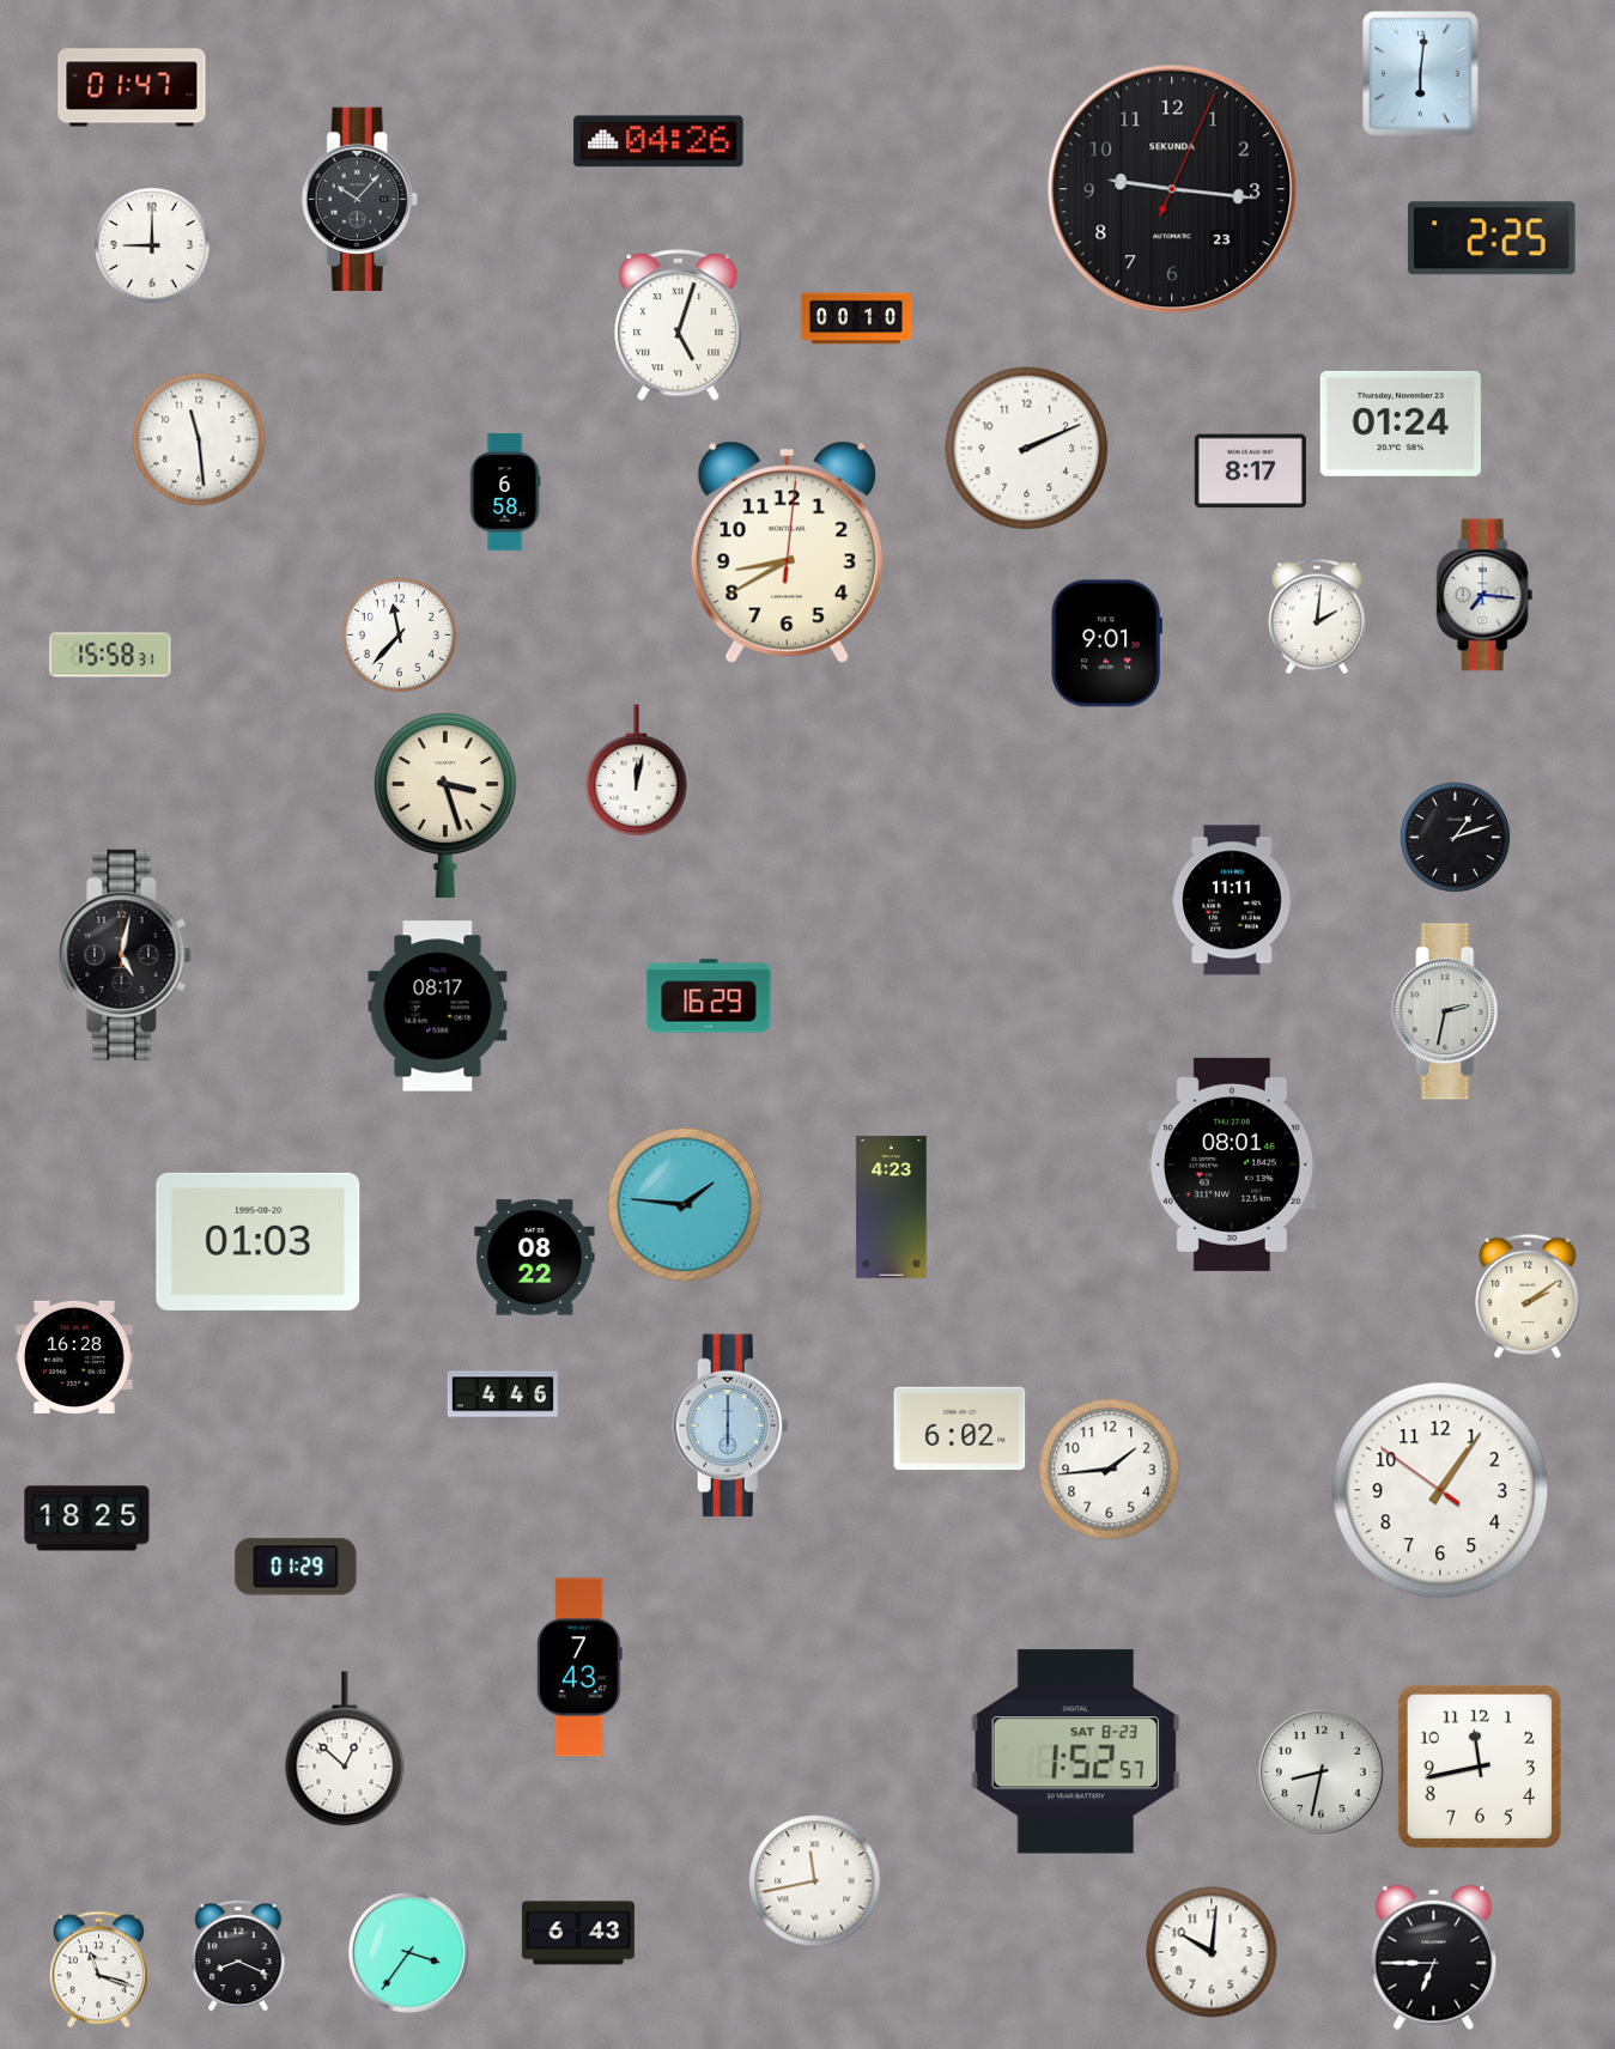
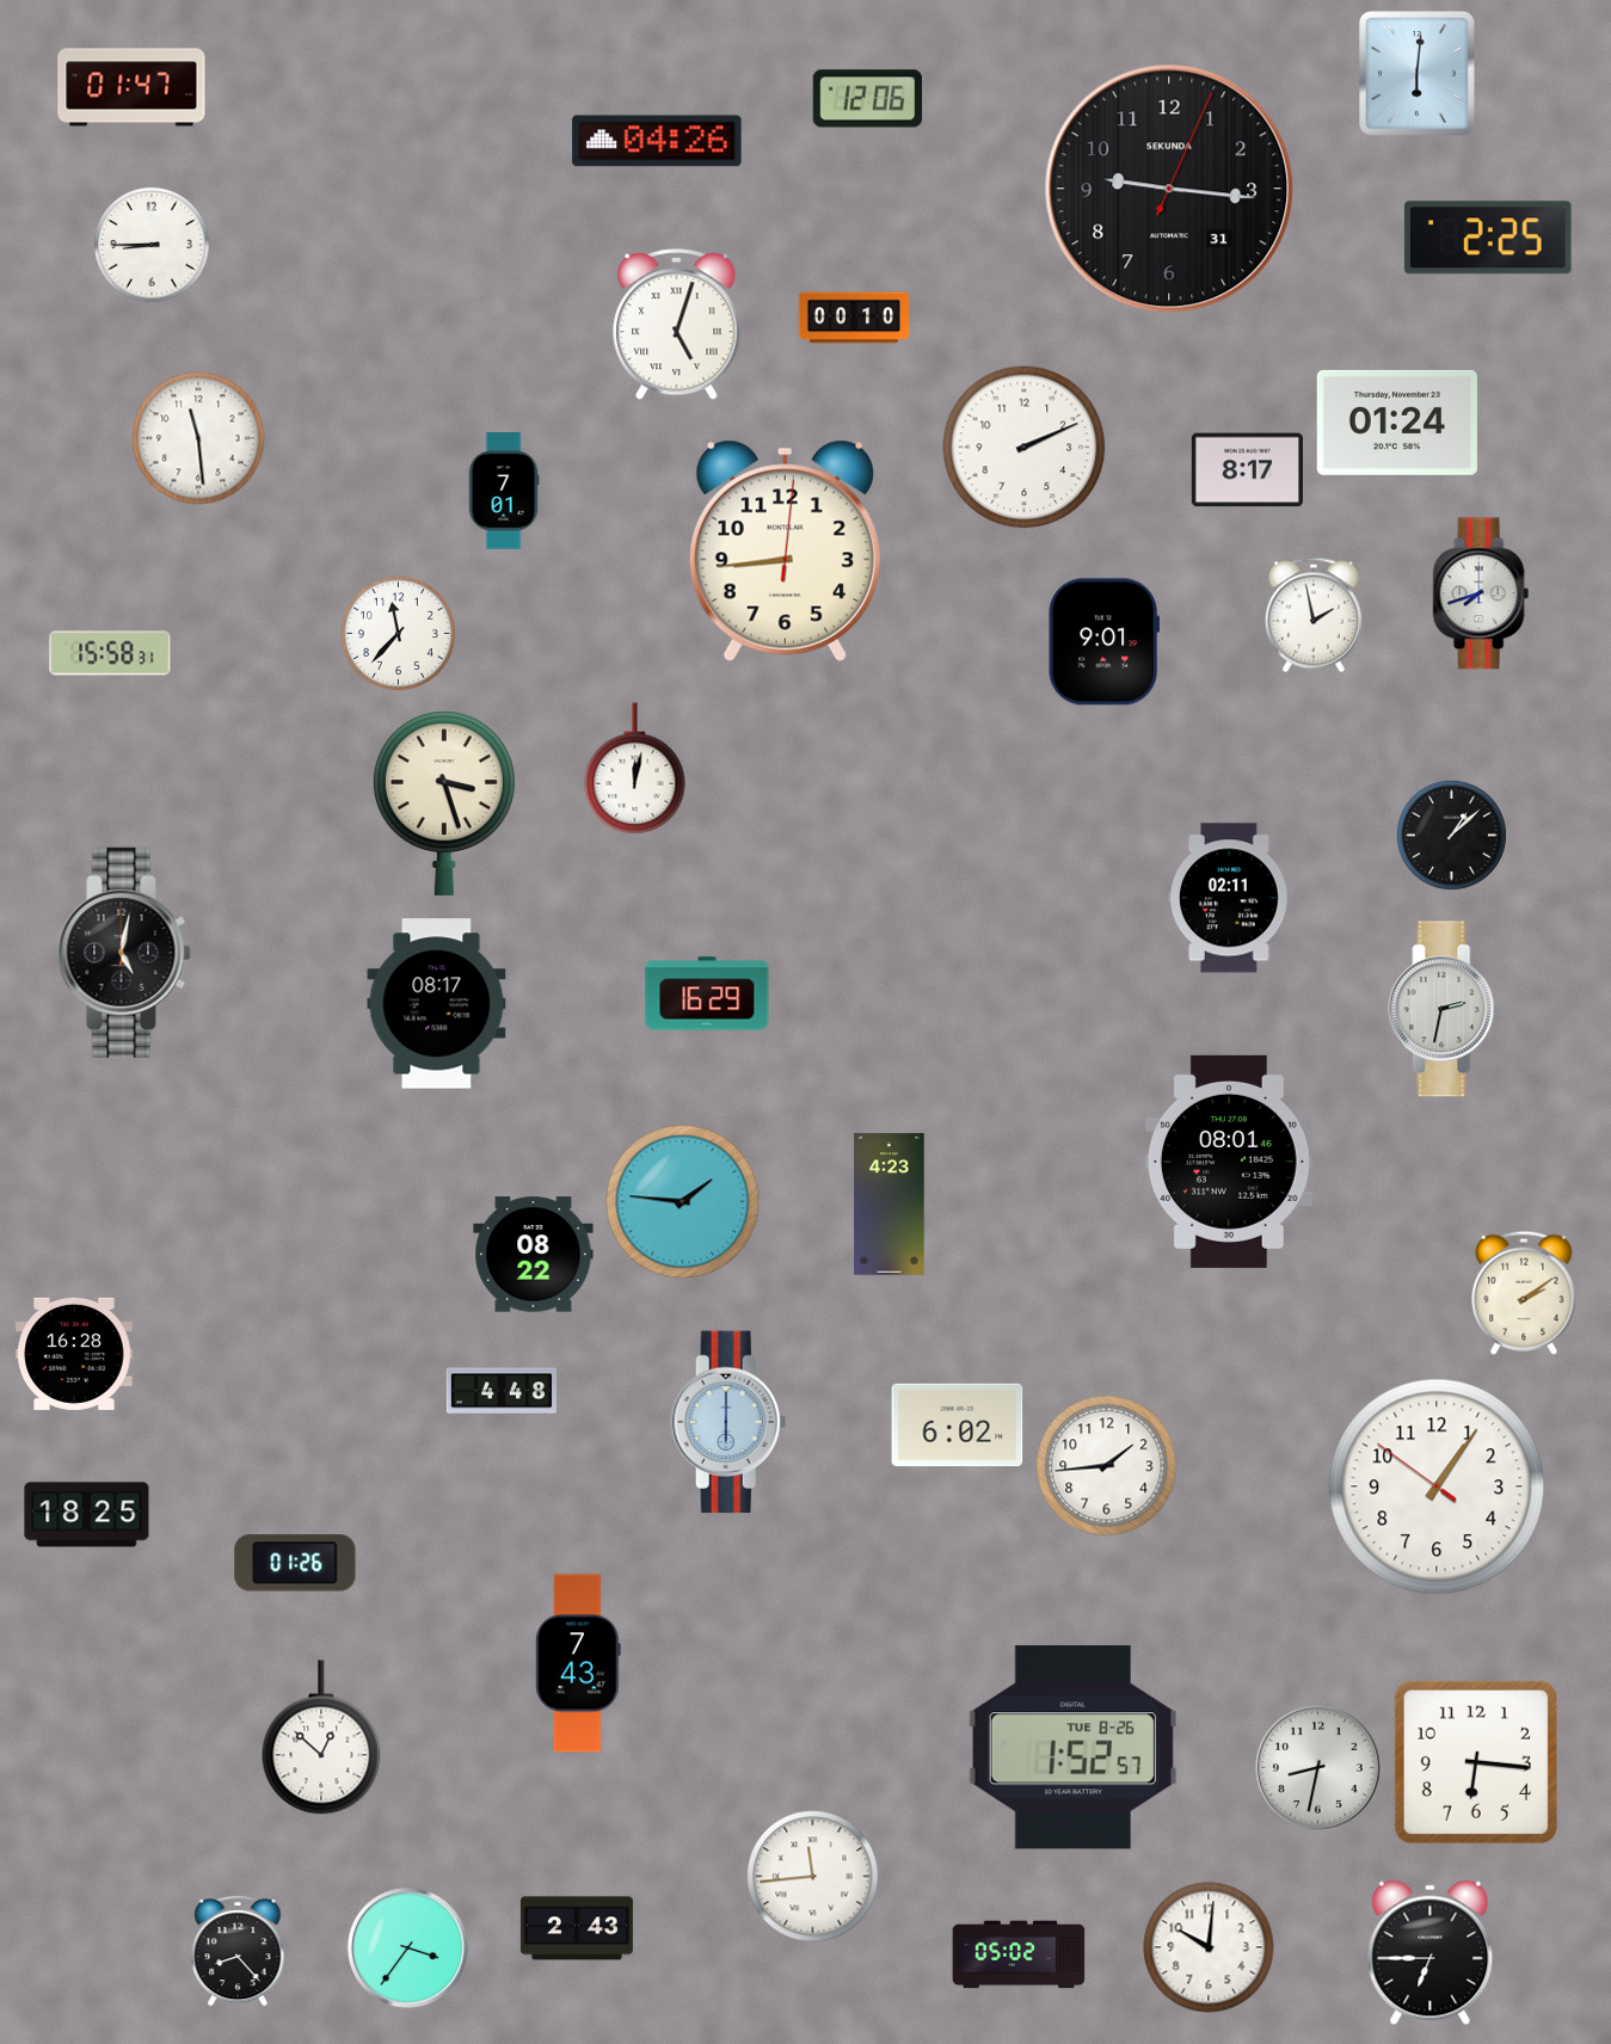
clock at (868, 99): none -> 12:06
clock at (1172, 189) date: 23 -> 31
clock at (359, 200): 10:07 -> none
clock at (153, 247): 9:00 -> 8:45
clock at (505, 492): 6:58 -> 7:01
clock at (787, 552): 8:40 -> 8:44
clock at (1485, 595): 7:16 -> 7:42
clock at (1317, 616): 2:01 -> 1:58
clock at (1455, 837): 1:12 -> 1:08
clock at (1233, 900): 11:11 -> 02:11
clock at (259, 1241): 01:03 -> none
clock at (502, 1394): 4:46 -> 4:48
clock at (296, 1567): 01:29 -> 01:26
clock at (345, 1749) position: (345, 1749) -> (321, 1737)
clock at (1075, 1752) date: SAT 8-23 -> TUE 8-26
clock at (1480, 1767): 11:43 -> 6:16
clock at (815, 1881): 11:43 -> 11:44
clock at (578, 1933): 6:43 -> 2:43
clock at (238, 1956): 8:19 -> 8:23
clock at (1019, 1954): none -> 05:02
clock at (98, 1970): 11:18 -> none
